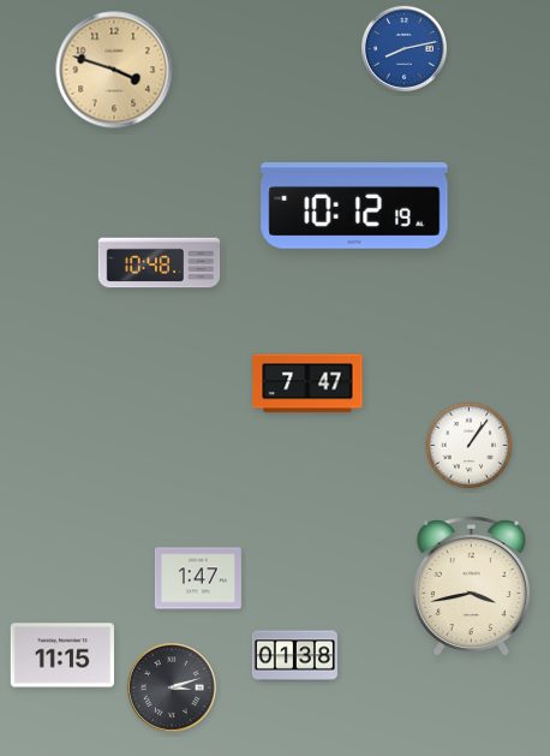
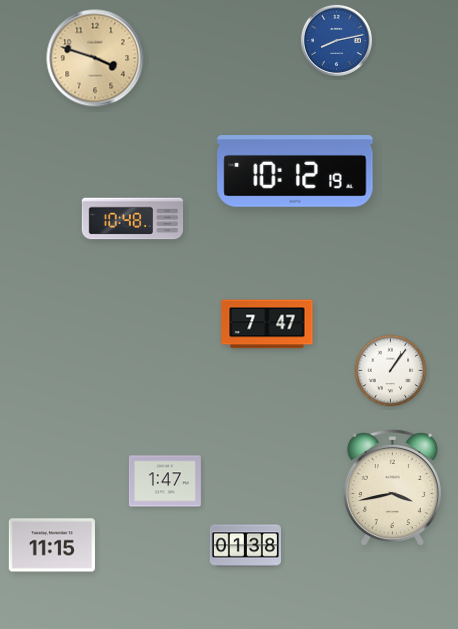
clock at (307, 383) position: (307, 383) -> (267, 324)
clock at (172, 687): 3:12 -> none
